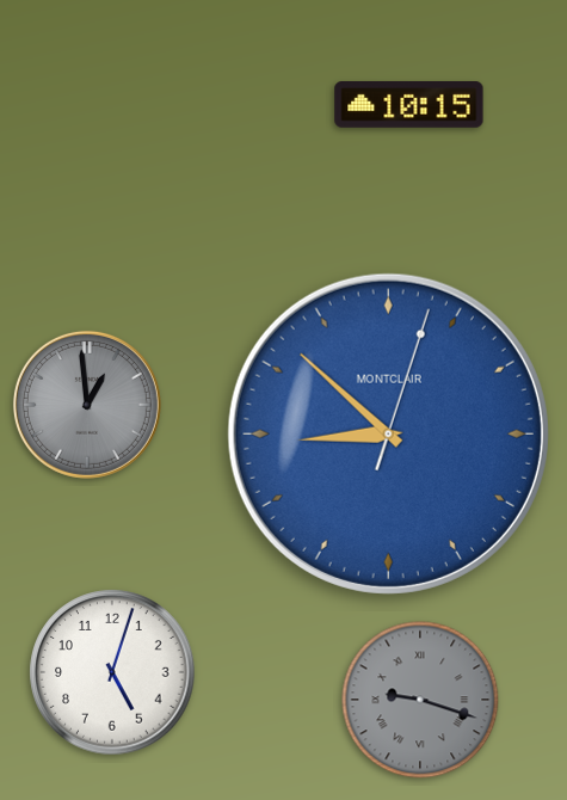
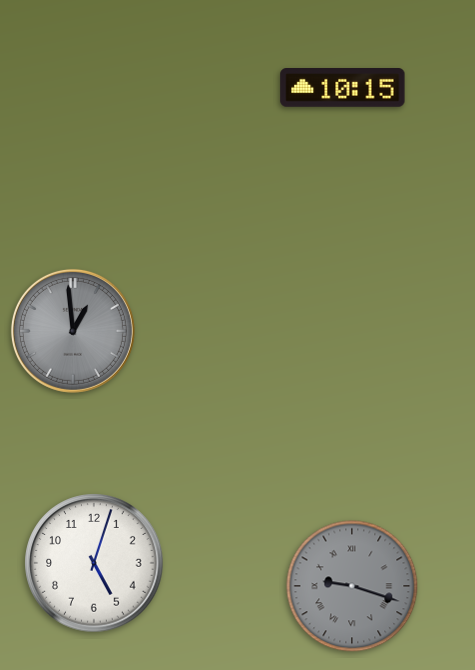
clock at (87, 405) position: (87, 405) -> (73, 331)
clock at (388, 433): 8:52 -> none
